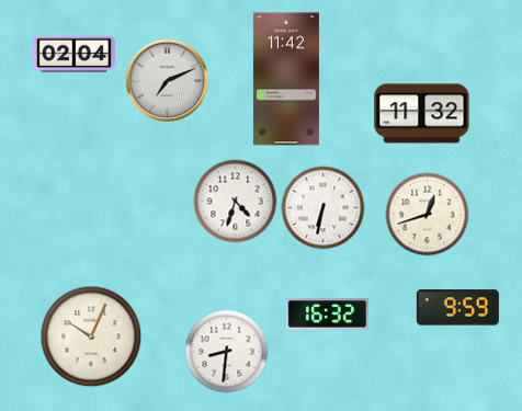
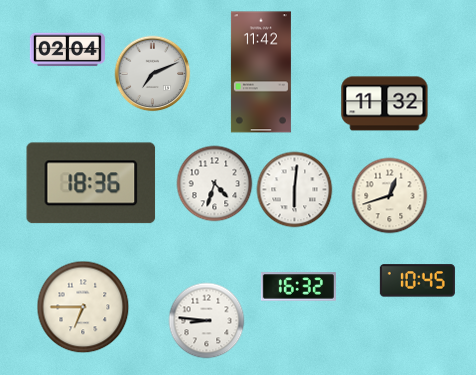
clock at (91, 183): none -> 18:36
clock at (324, 208): 6:32 -> 6:01
clock at (457, 308): 9:59 -> 10:45
clock at (91, 336): 10:04 -> 6:45
clock at (227, 352): 8:31 -> 8:46
